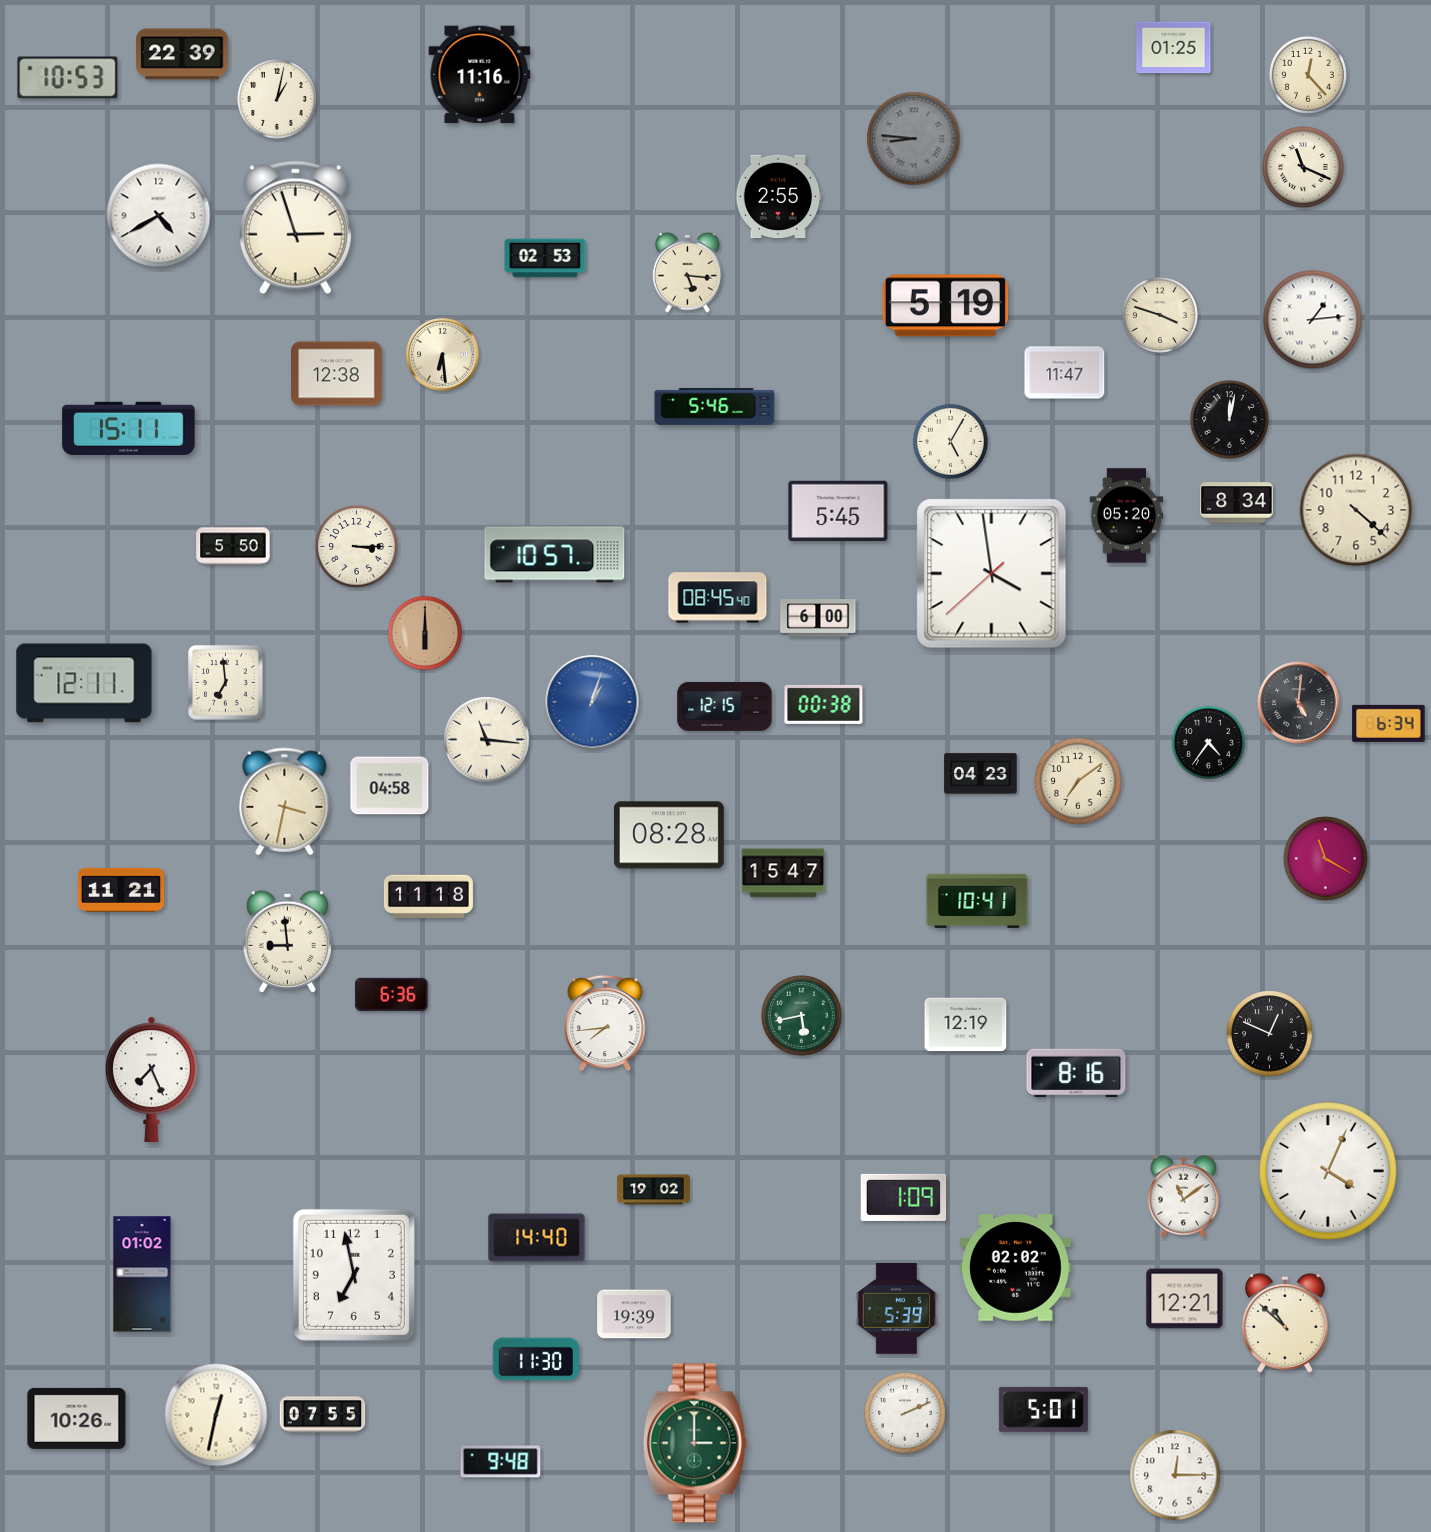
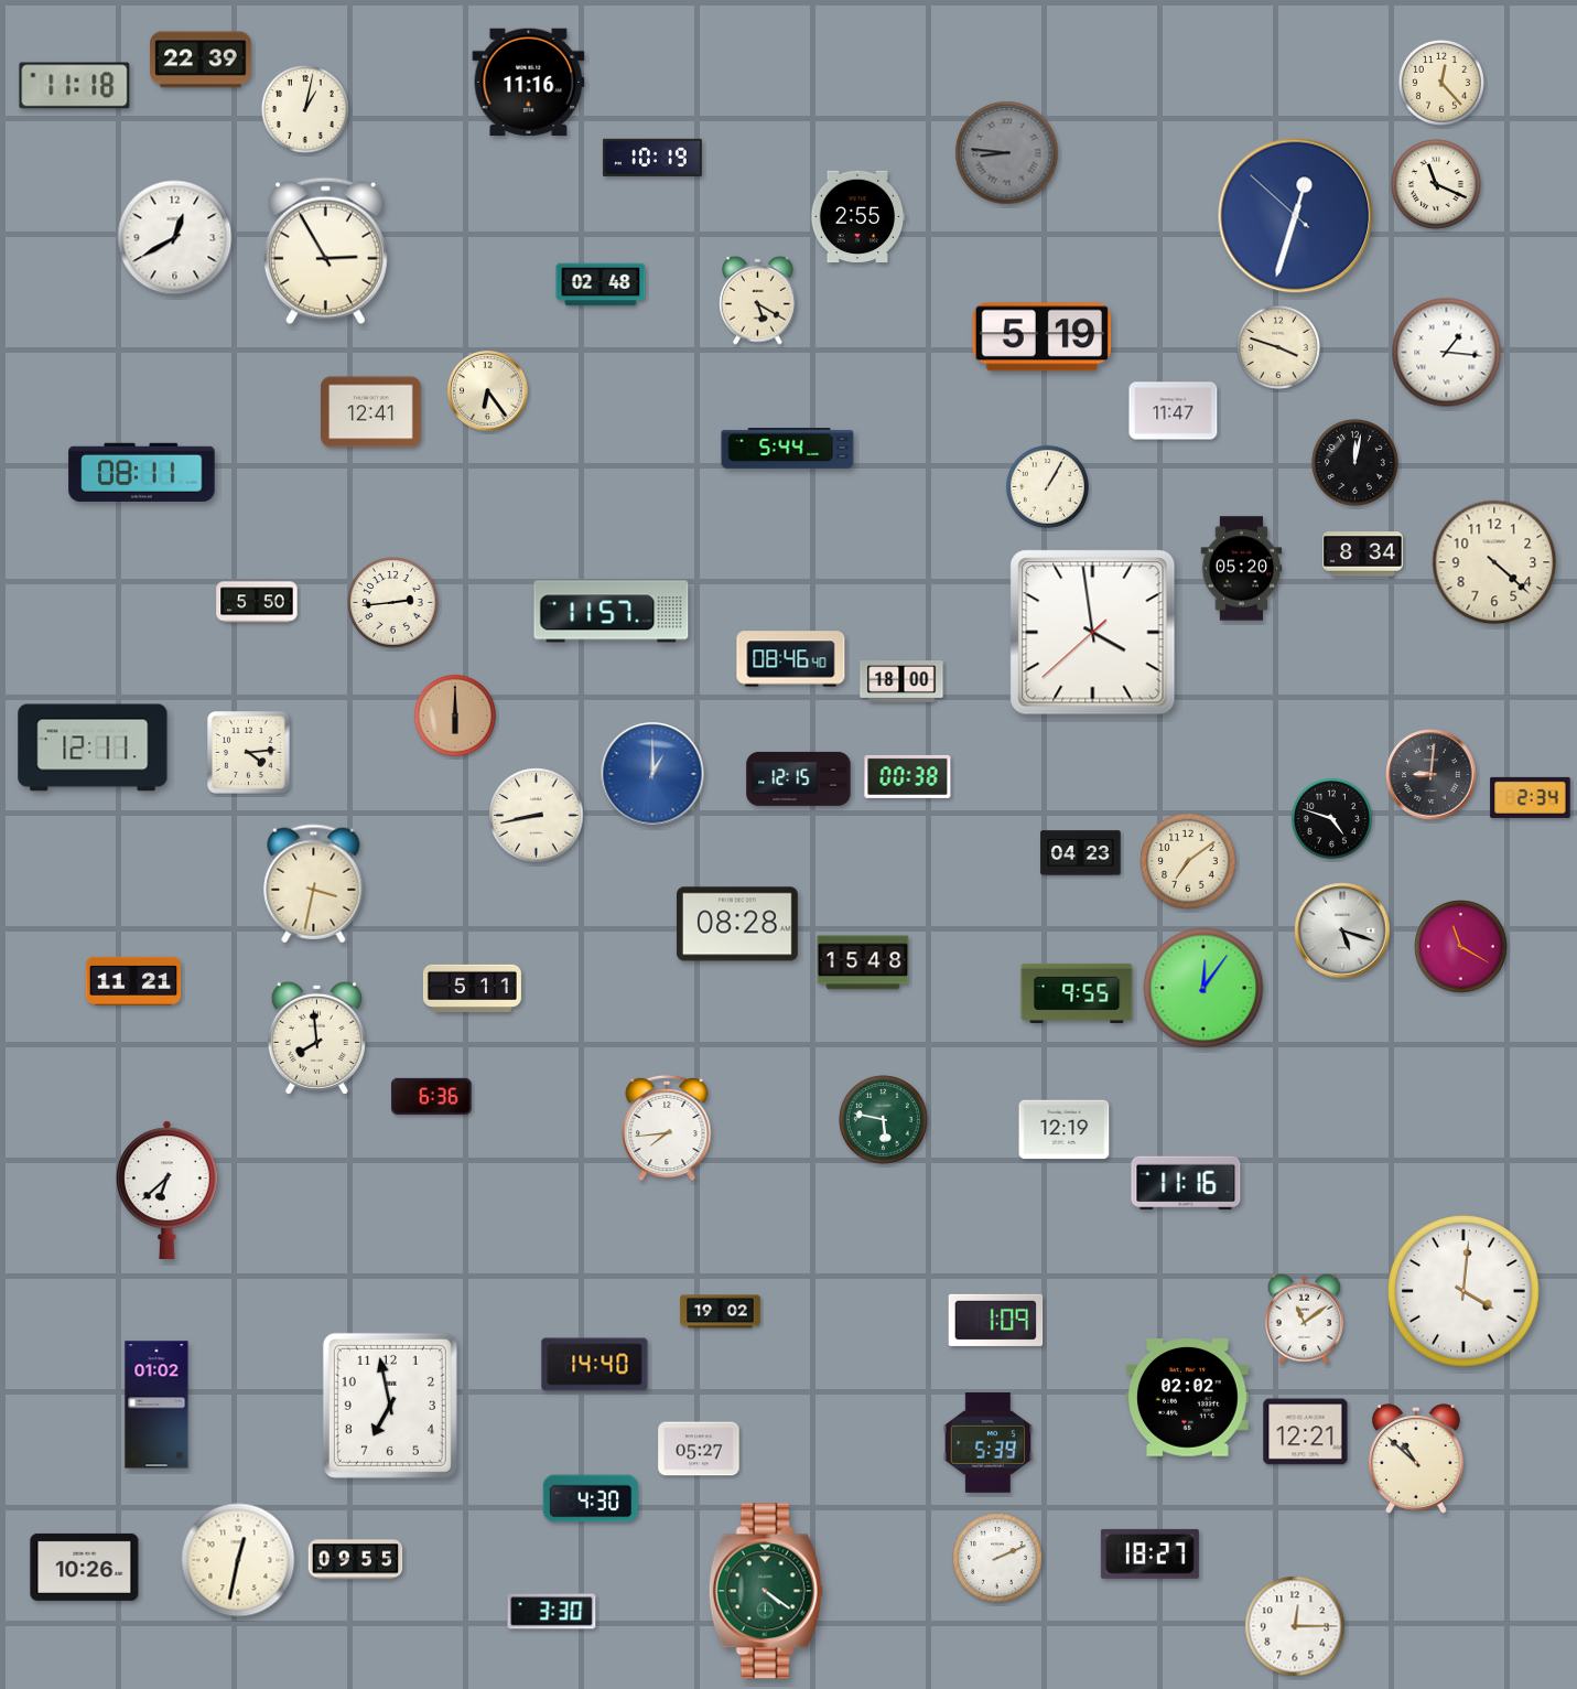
clock at (1174, 48): 01:25 -> none
clock at (68, 78): 10:53 -> 11:18
clock at (652, 157): none -> 10:19
clock at (1296, 216): none -> 12:32
clock at (159, 216): 4:40 -> 12:40
clock at (295, 228): 2:57 -> 2:55
clock at (545, 258): 02:53 -> 02:48
clock at (688, 272): 5:16 -> 5:20
clock at (1313, 320): 1:14 -> 1:16
clock at (443, 355): 6:29 -> 6:24
clock at (337, 374): 12:38 -> 12:41
clock at (715, 407): 5:46 -> 5:44
clock at (129, 428): 15:11 -> 08:11
clock at (950, 441): 5:05 -> 1:05
clock at (838, 511): 5:45 -> none
clock at (357, 547): 3:15 -> 2:44
clock at (555, 555): 10:57 -> 11:57
clock at (718, 598): 08:45 -> 08:46
clock at (818, 619): 6:00 -> 18:00
clock at (425, 633) position: (425, 633) -> (455, 716)
clock at (84, 683) position: (84, 683) -> (93, 747)
clock at (226, 683): 6:59 -> 4:14
clock at (592, 702): 1:03 -> 1:00
clock at (1299, 703): 5:01 -> 9:01
clock at (1389, 723): 6:34 -> 2:34
clock at (487, 740): 11:16 -> 8:43
clock at (1208, 742): 4:36 -> 4:48
clock at (390, 786): 04:58 -> none
clock at (669, 835) position: (669, 835) -> (737, 924)
clock at (1342, 930): none -> 5:18
clock at (783, 873): 15:47 -> 15:48
clock at (428, 896): 11:18 -> 5:11
clock at (1203, 988): none -> 12:06
clock at (977, 901): 10:41 -> 9:55
clock at (287, 941): 8:59 -> 7:59
clock at (802, 1016): 5:43 -> 5:47
clock at (1270, 1034): 12:49 -> none
clock at (1076, 1073): 8:16 -> 11:16
clock at (151, 1079): 7:26 -> 6:38
clock at (1328, 1171): 4:04 -> 4:01
clock at (537, 1238) position: (537, 1238) -> (595, 1365)
clock at (1016, 1268) position: (1016, 1268) -> (1188, 1398)
clock at (634, 1314): 19:39 -> 05:27
clock at (536, 1359): 11:30 -> 4:30
clock at (1043, 1409): 5:01 -> 18:27
clock at (323, 1415): 07:55 -> 09:55
clock at (77, 1418) position: (77, 1418) -> (85, 1567)
clock at (695, 1443): 3:00 -> 4:21
clock at (501, 1462): 9:48 -> 3:30
